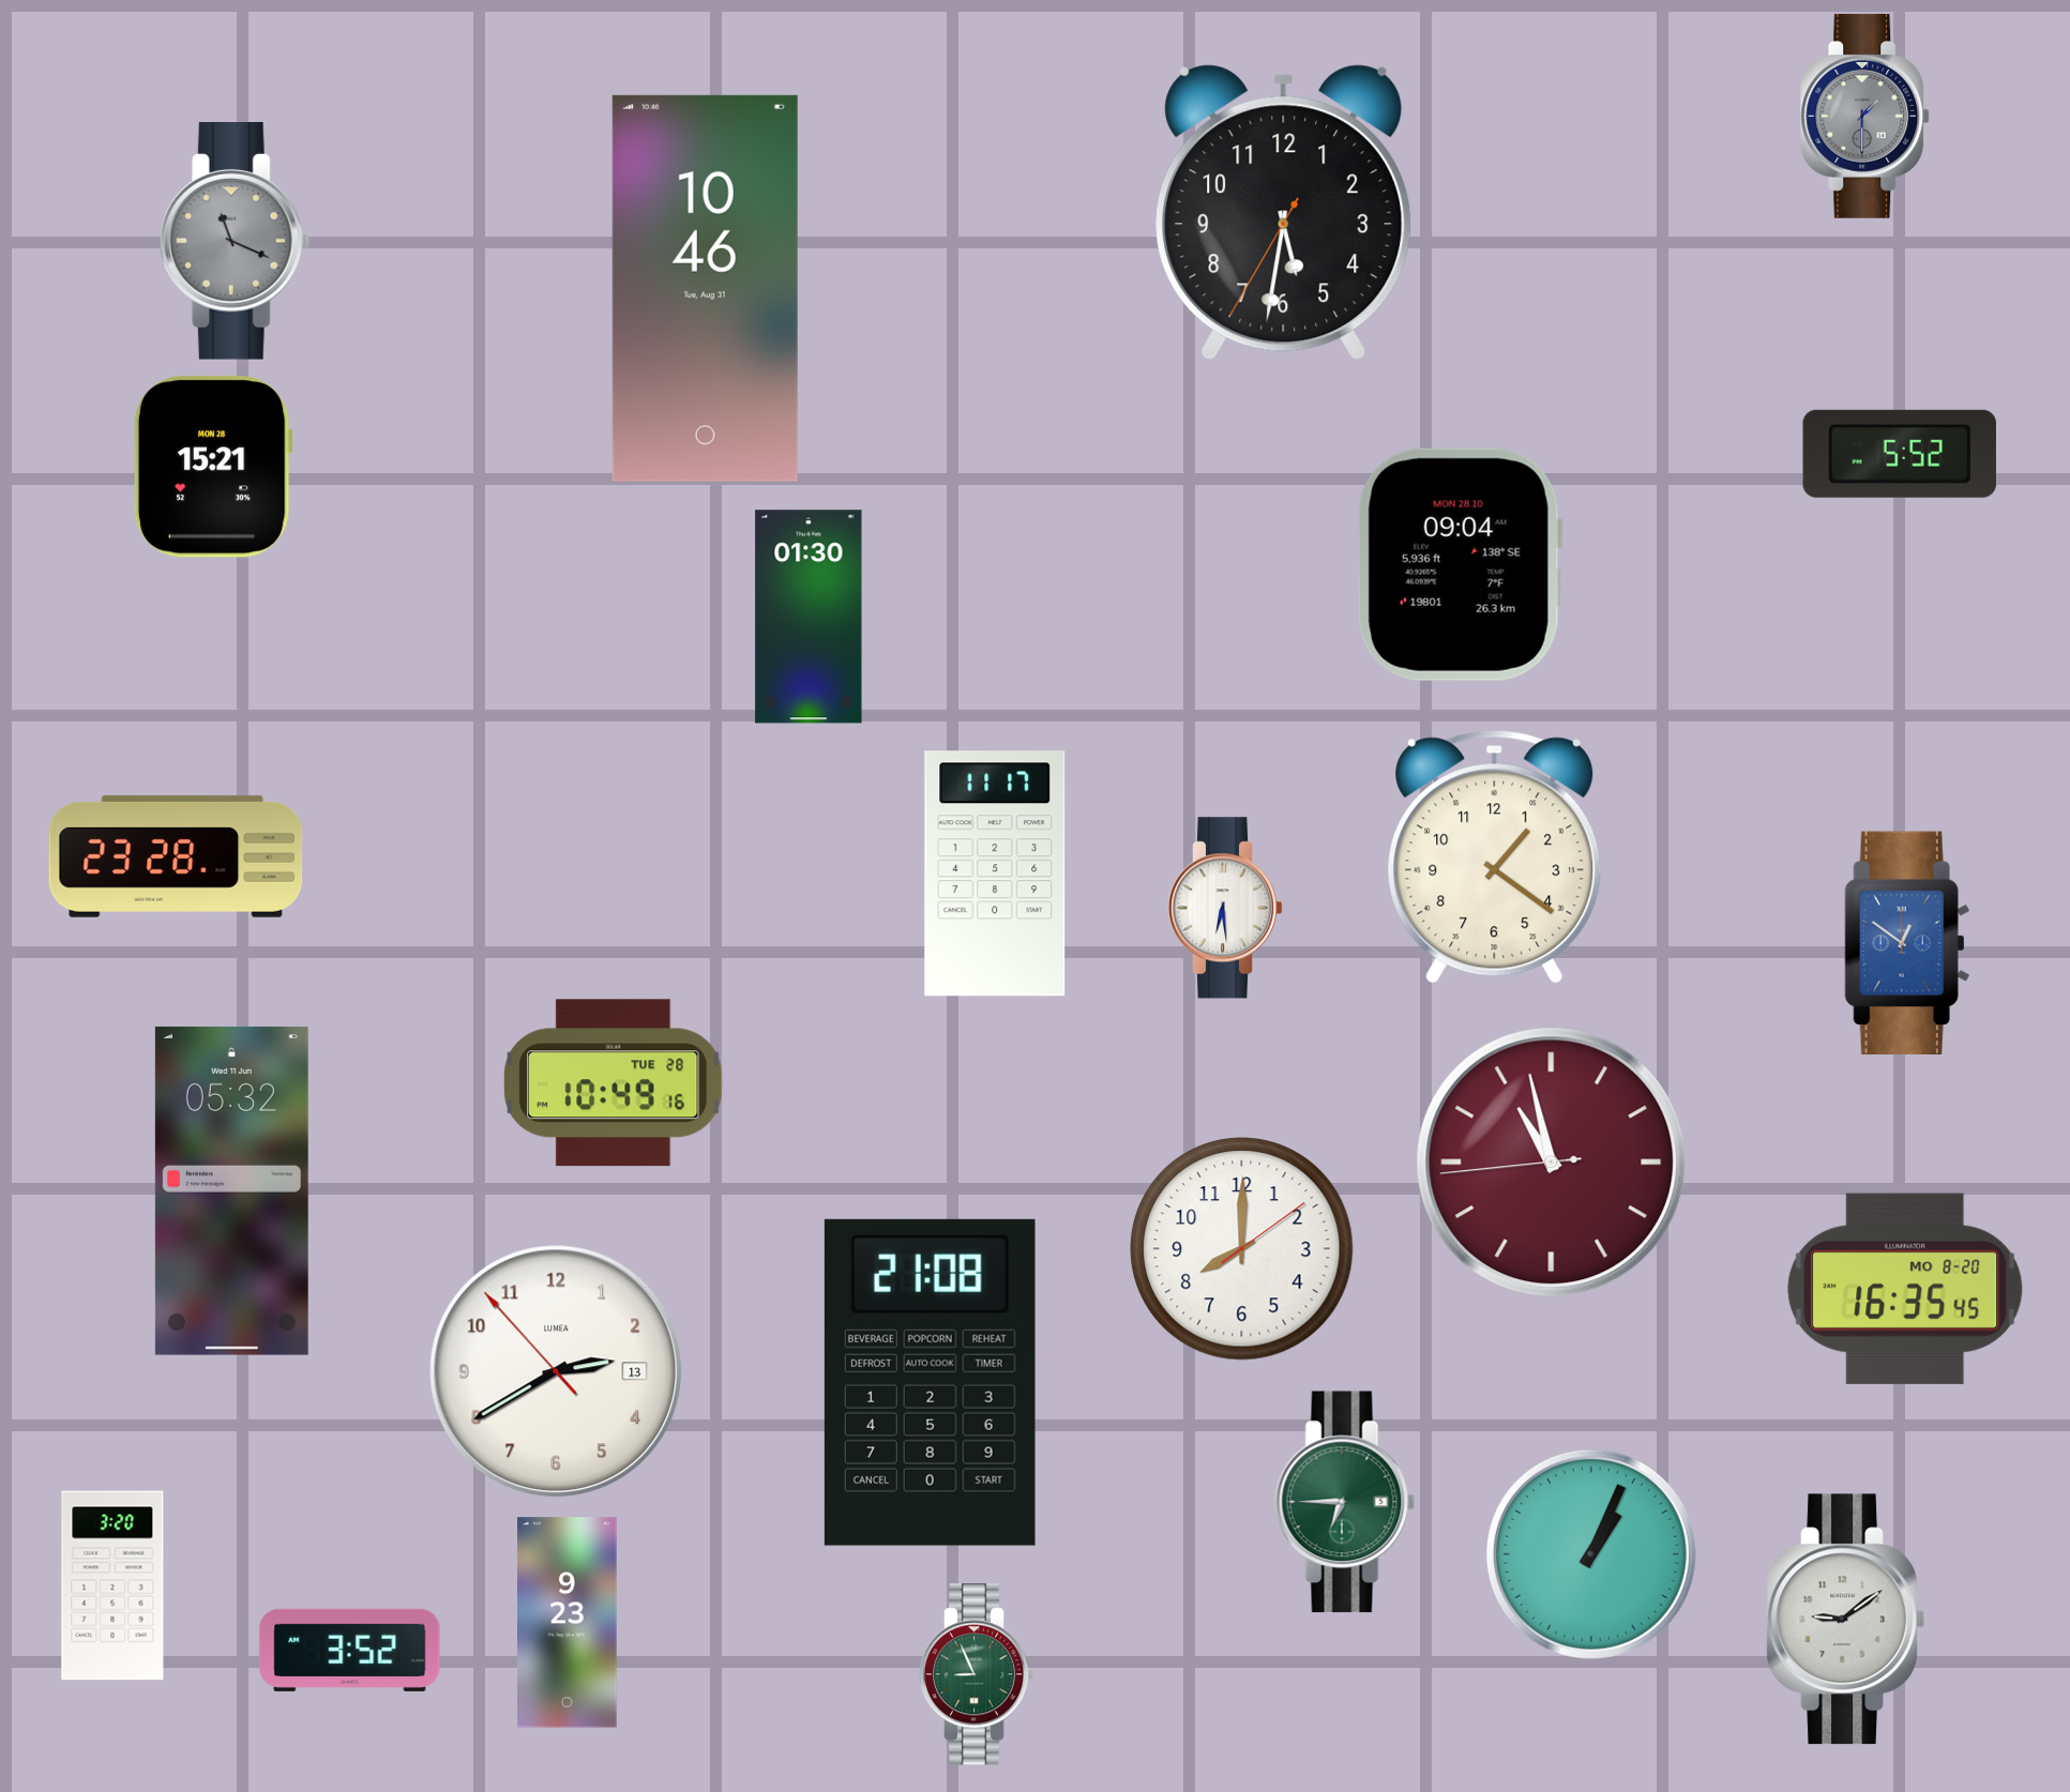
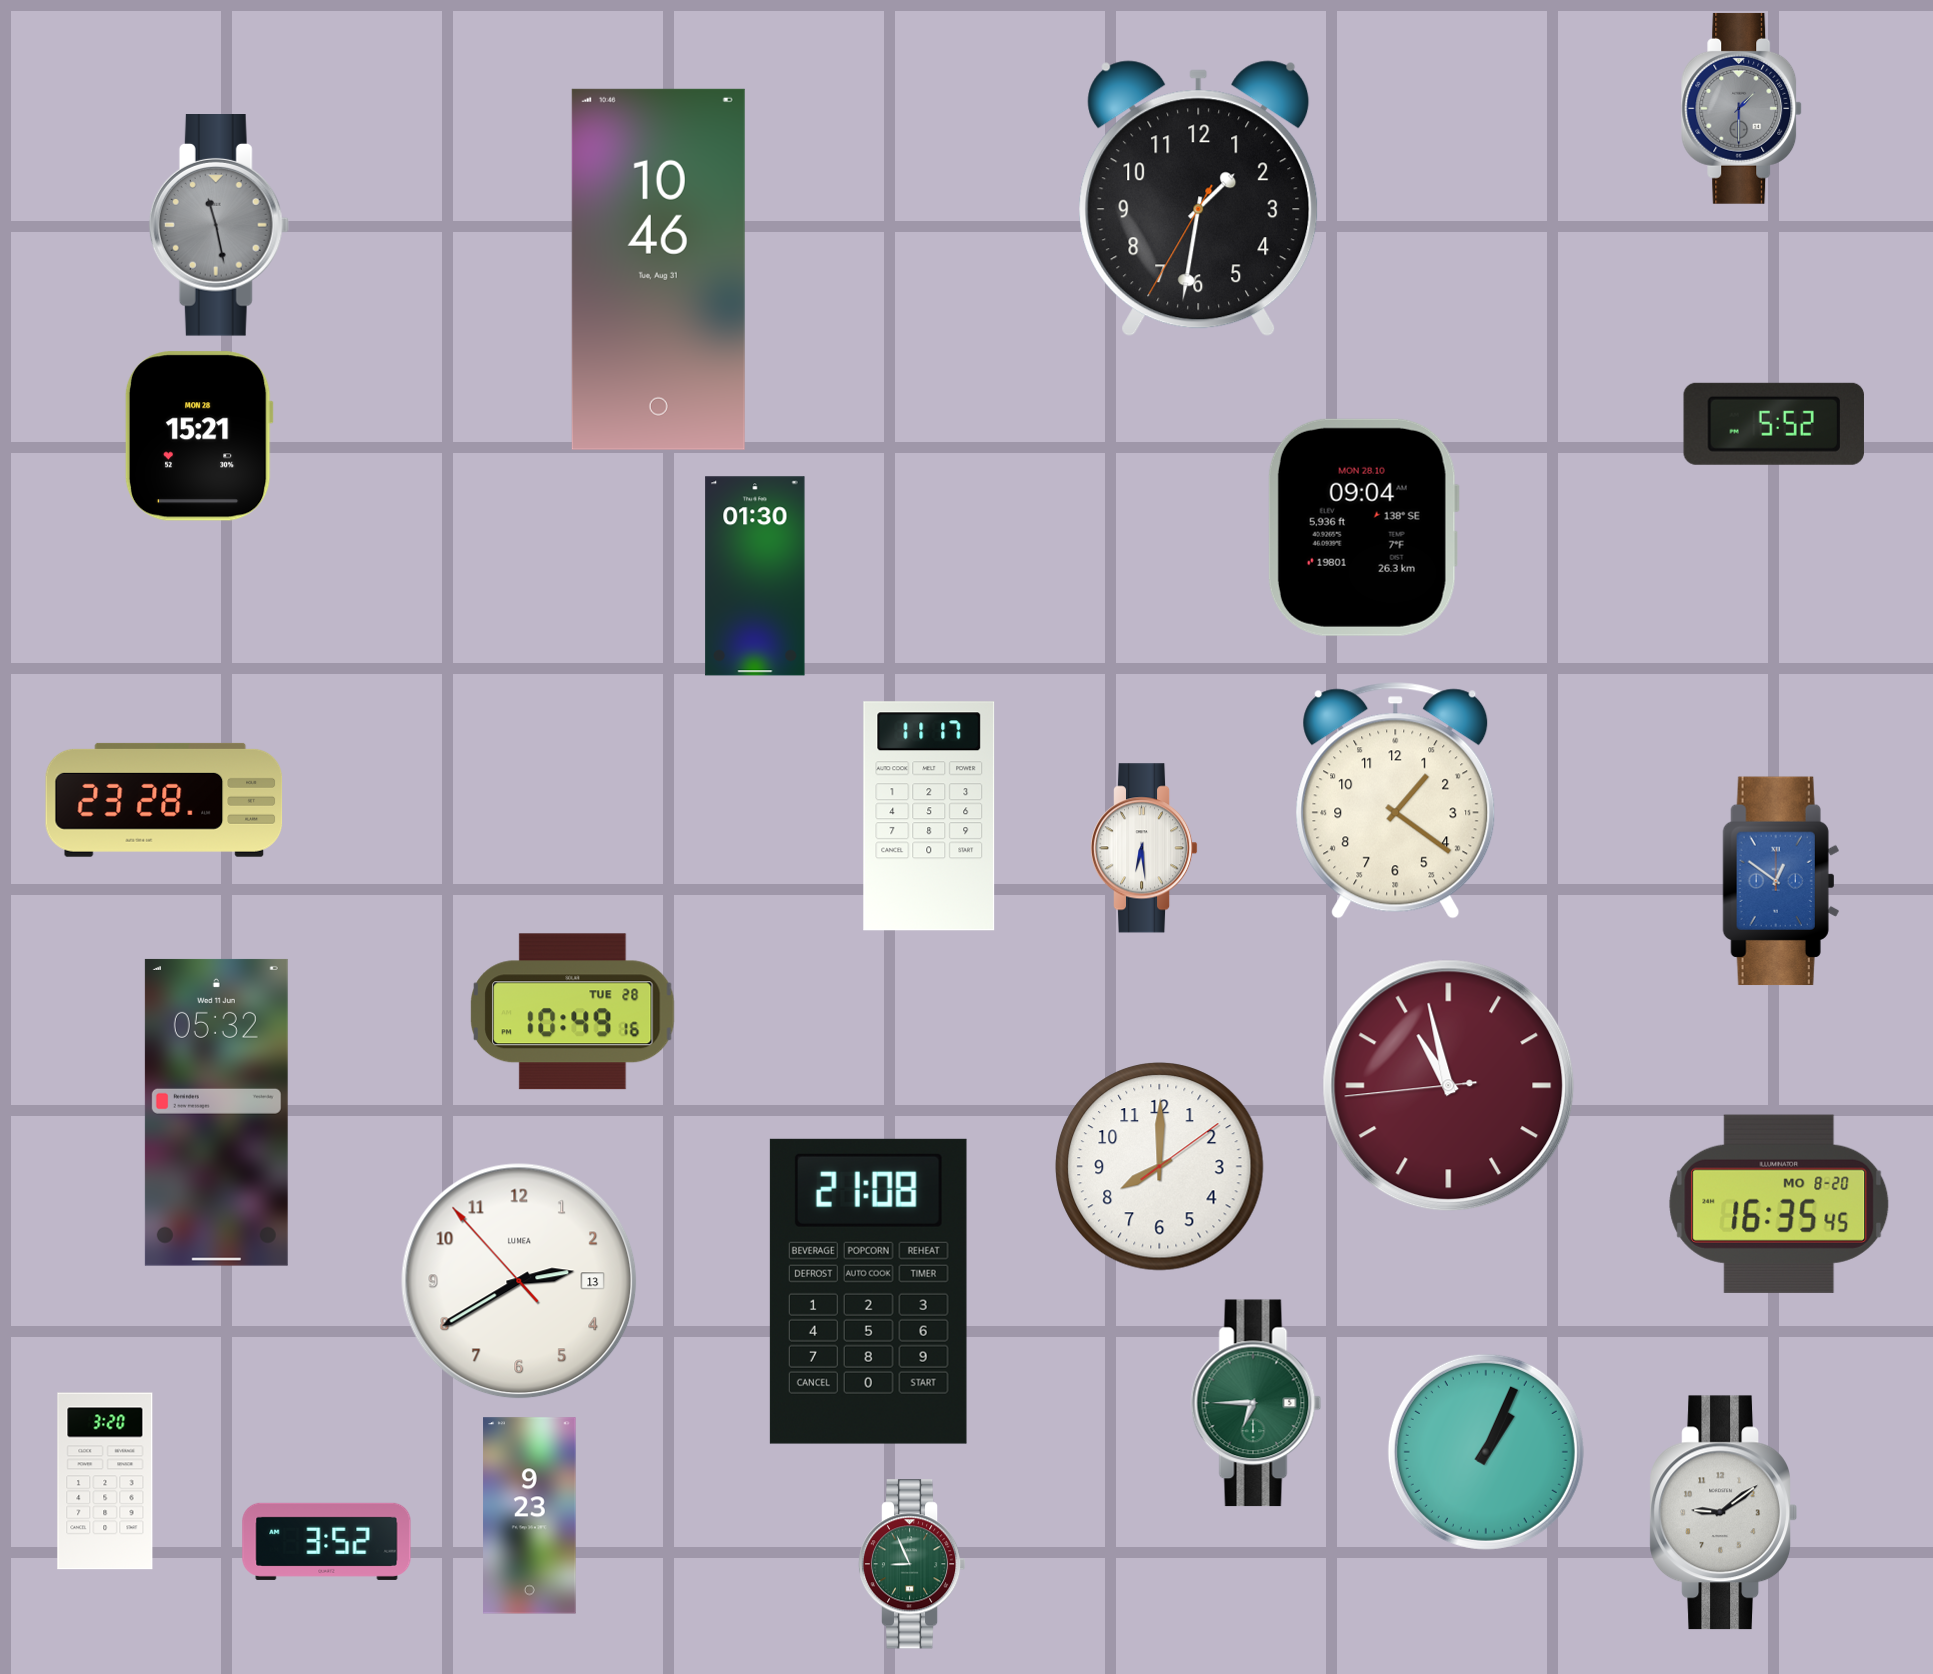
clock at (1284, 213): 5:31 -> 1:31
clock at (235, 242): 11:19 -> 11:28
